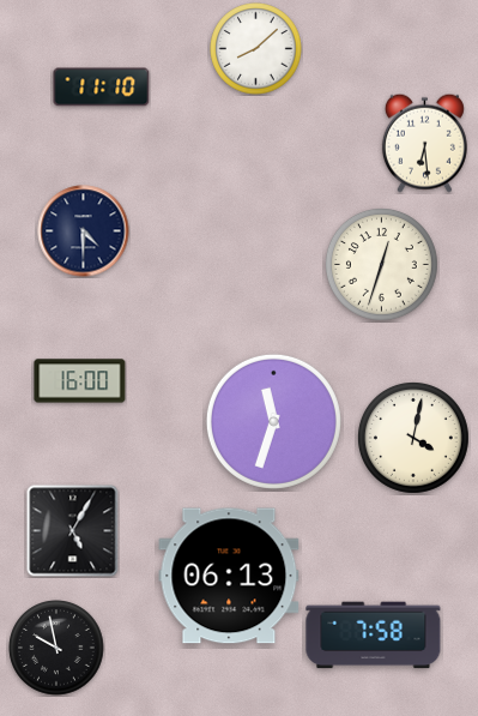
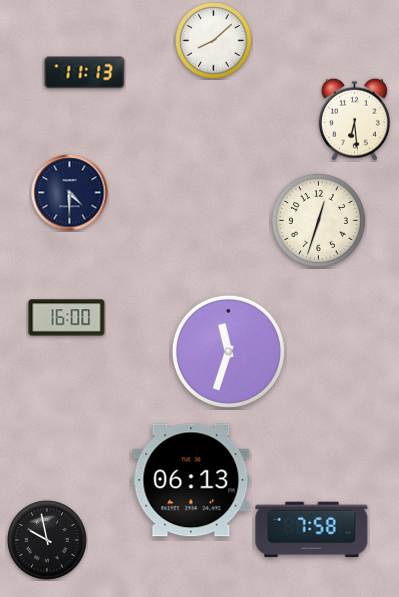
clock at (102, 88): 11:10 -> 11:13
clock at (413, 438): 4:02 -> none
clock at (73, 531): 5:05 -> none
